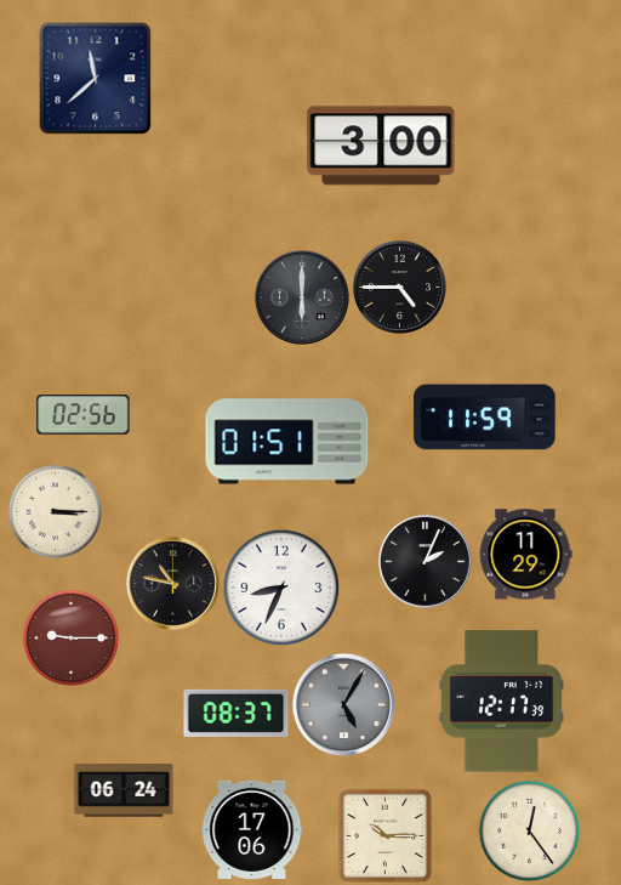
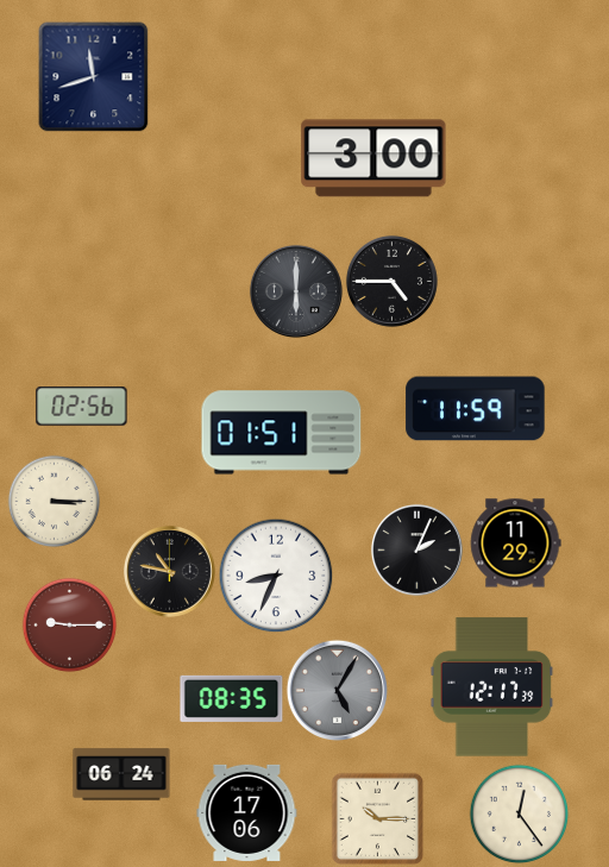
clock at (95, 78): 11:38 -> 11:42
clock at (381, 146) position: (381, 146) -> (373, 158)
clock at (237, 713): 08:37 -> 08:35
